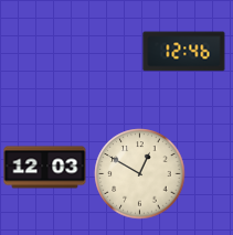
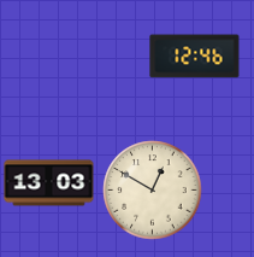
clock at (184, 52) position: (184, 52) -> (195, 57)
clock at (45, 168): 12:03 -> 13:03
